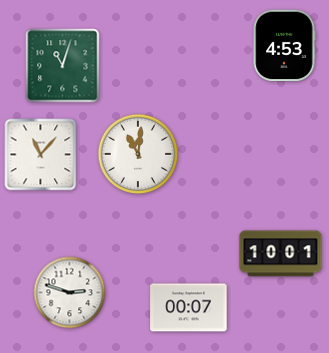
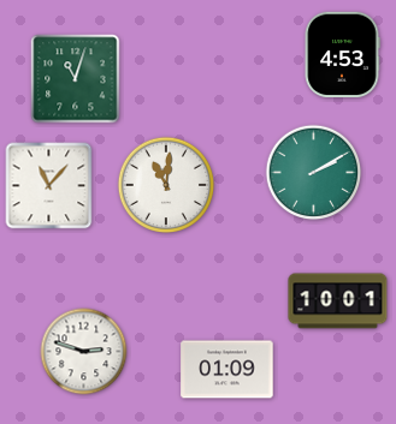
clock at (314, 173): none -> 2:10
clock at (281, 254) position: (281, 254) -> (338, 301)
clock at (189, 308): 00:07 -> 01:09
